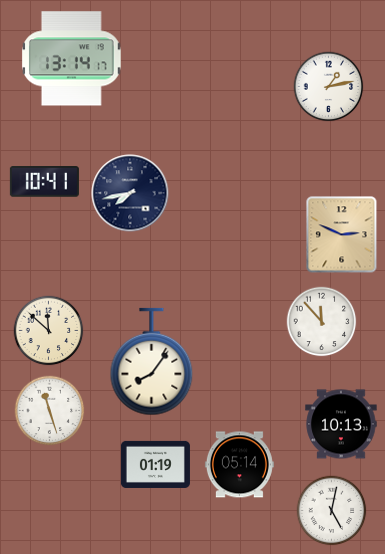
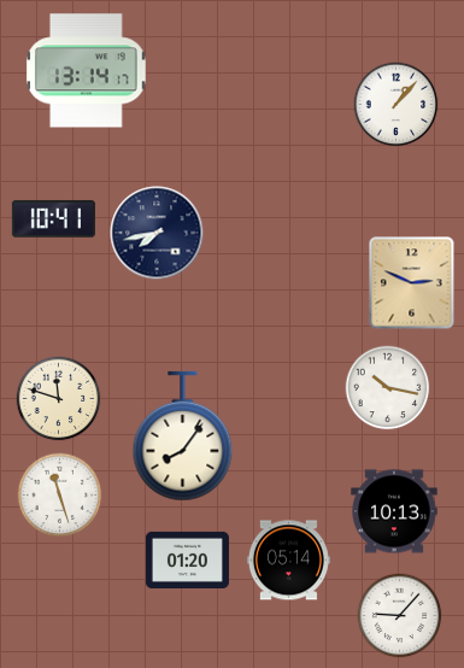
clock at (329, 87): 1:13 -> 1:07
clock at (322, 322): 11:53 -> 10:17
clock at (49, 331): 11:52 -> 11:48
clock at (341, 424) position: (341, 424) -> (394, 511)
clock at (155, 464): 01:19 -> 01:20
clock at (332, 511): 5:02 -> 9:07
